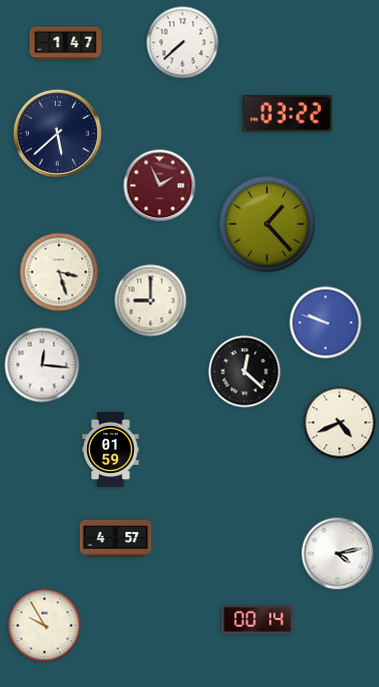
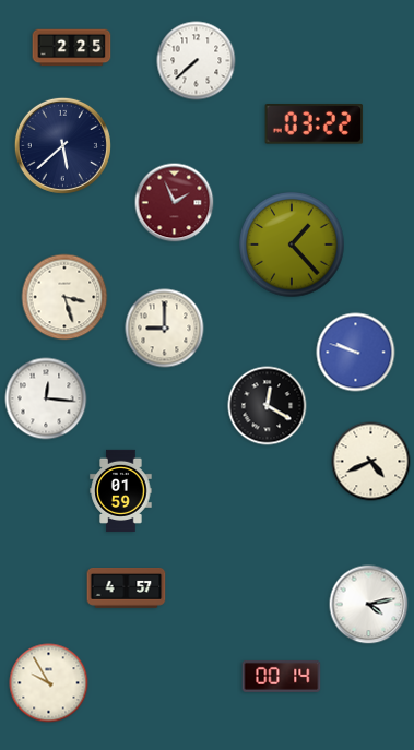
clock at (183, 43) position: (183, 43) -> (197, 61)
clock at (66, 44): 1:47 -> 2:25
clock at (245, 372): 12:22 -> 12:20
